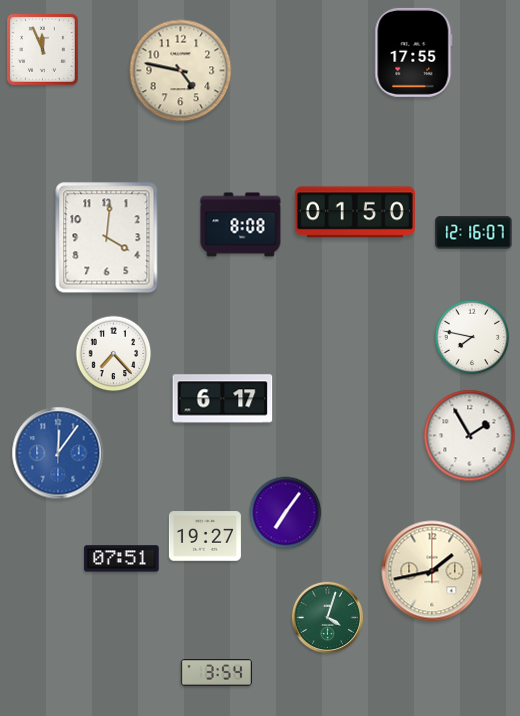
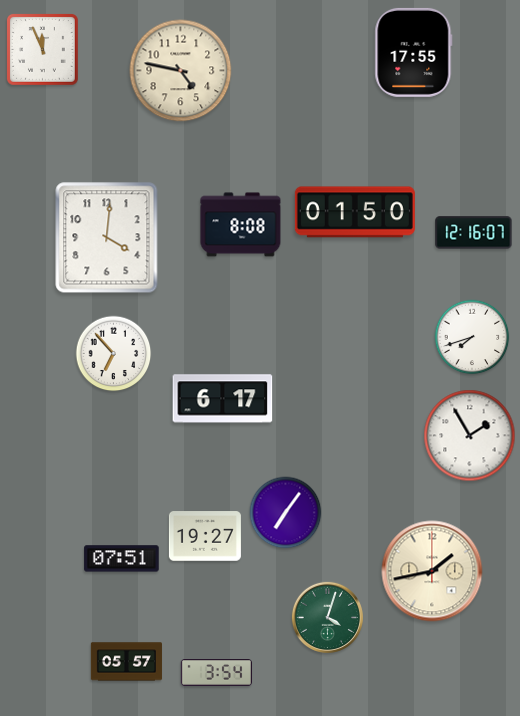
clock at (472, 337): 7:47 -> 7:42
clock at (114, 354): 7:23 -> 6:53
clock at (58, 453): 12:06 -> none
clock at (126, 662): none -> 05:57
